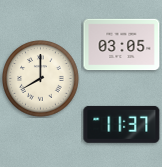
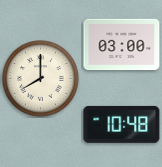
clock at (122, 45): 03:05 -> 03:00
clock at (122, 124): 11:37 -> 10:48
